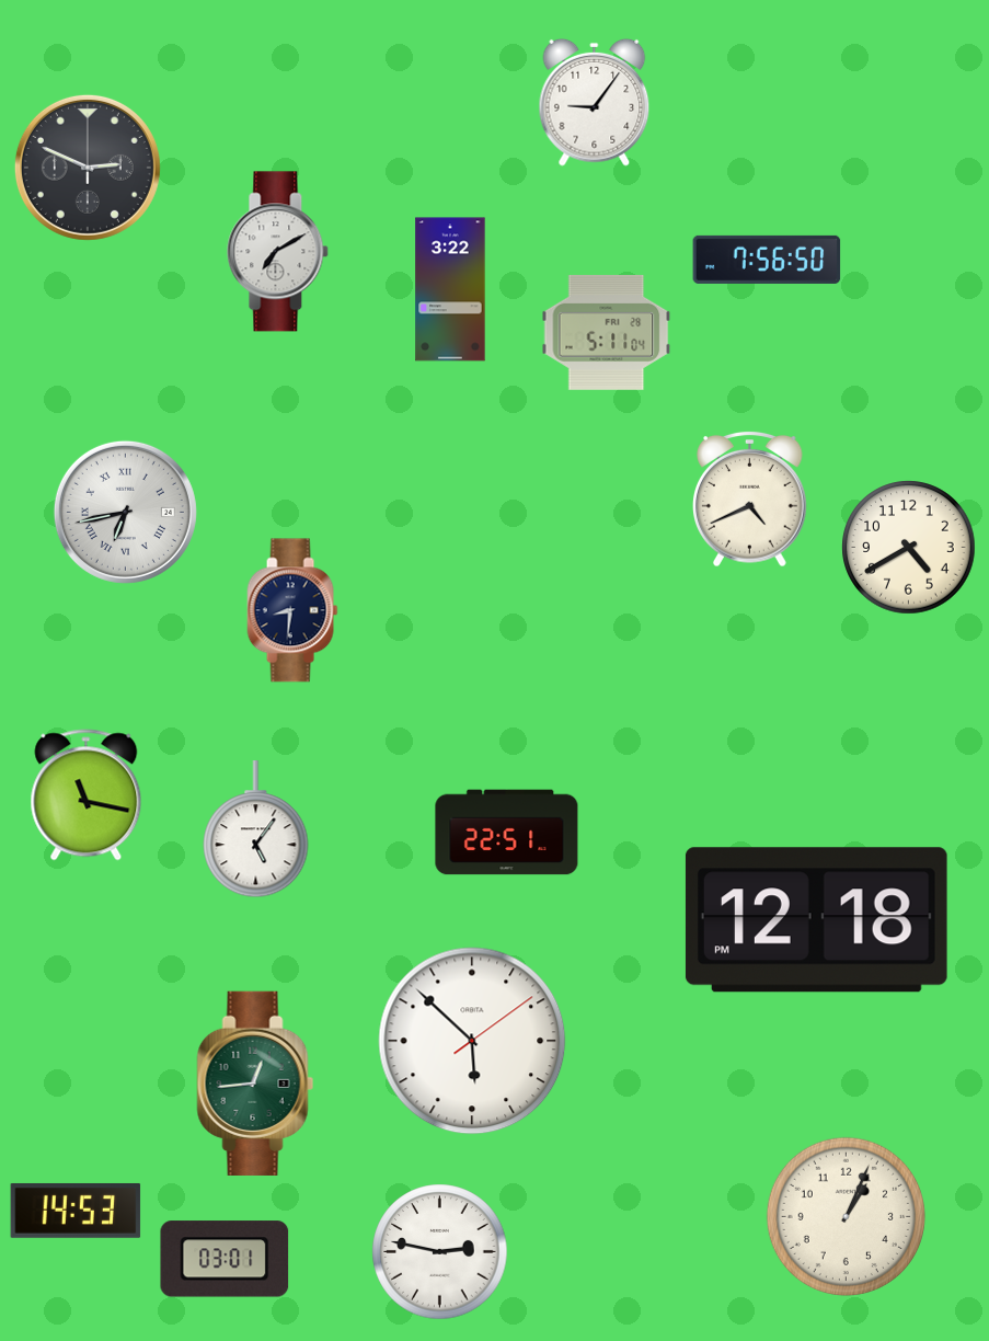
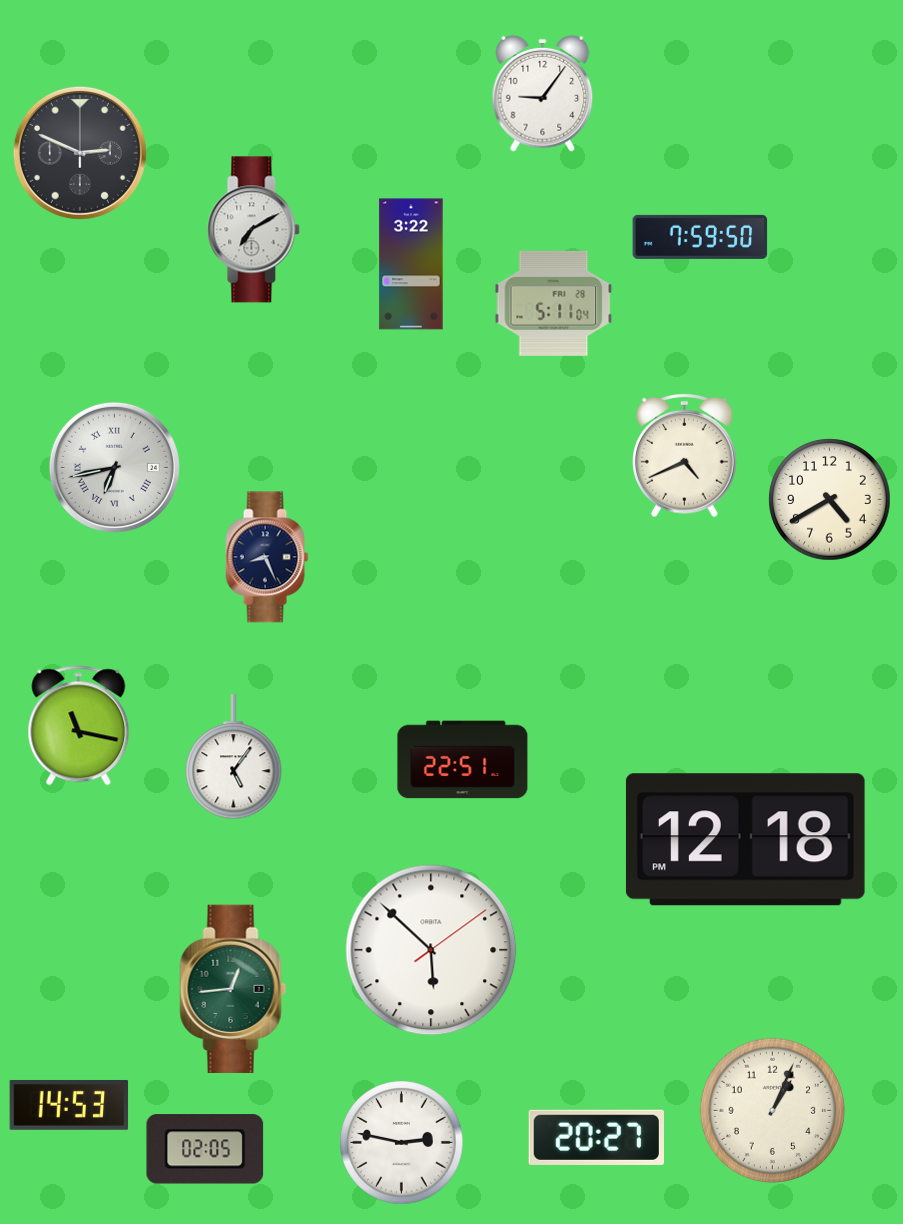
clock at (767, 260): 7:56 -> 7:59
clock at (292, 610): 8:31 -> 8:26
clock at (596, 1137): none -> 20:27
clock at (225, 1259): 03:01 -> 02:05
